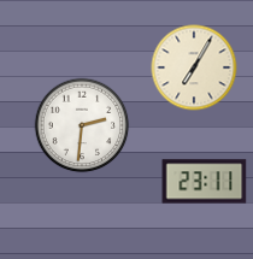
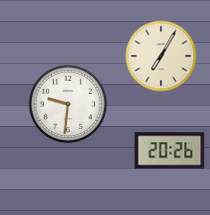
clock at (82, 125): 2:31 -> 9:31
clock at (205, 182): 23:11 -> 20:26
